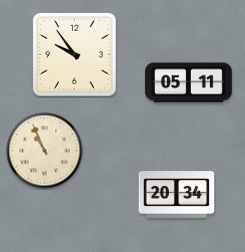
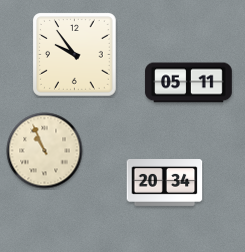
clock at (177, 195) position: (177, 195) -> (165, 183)
